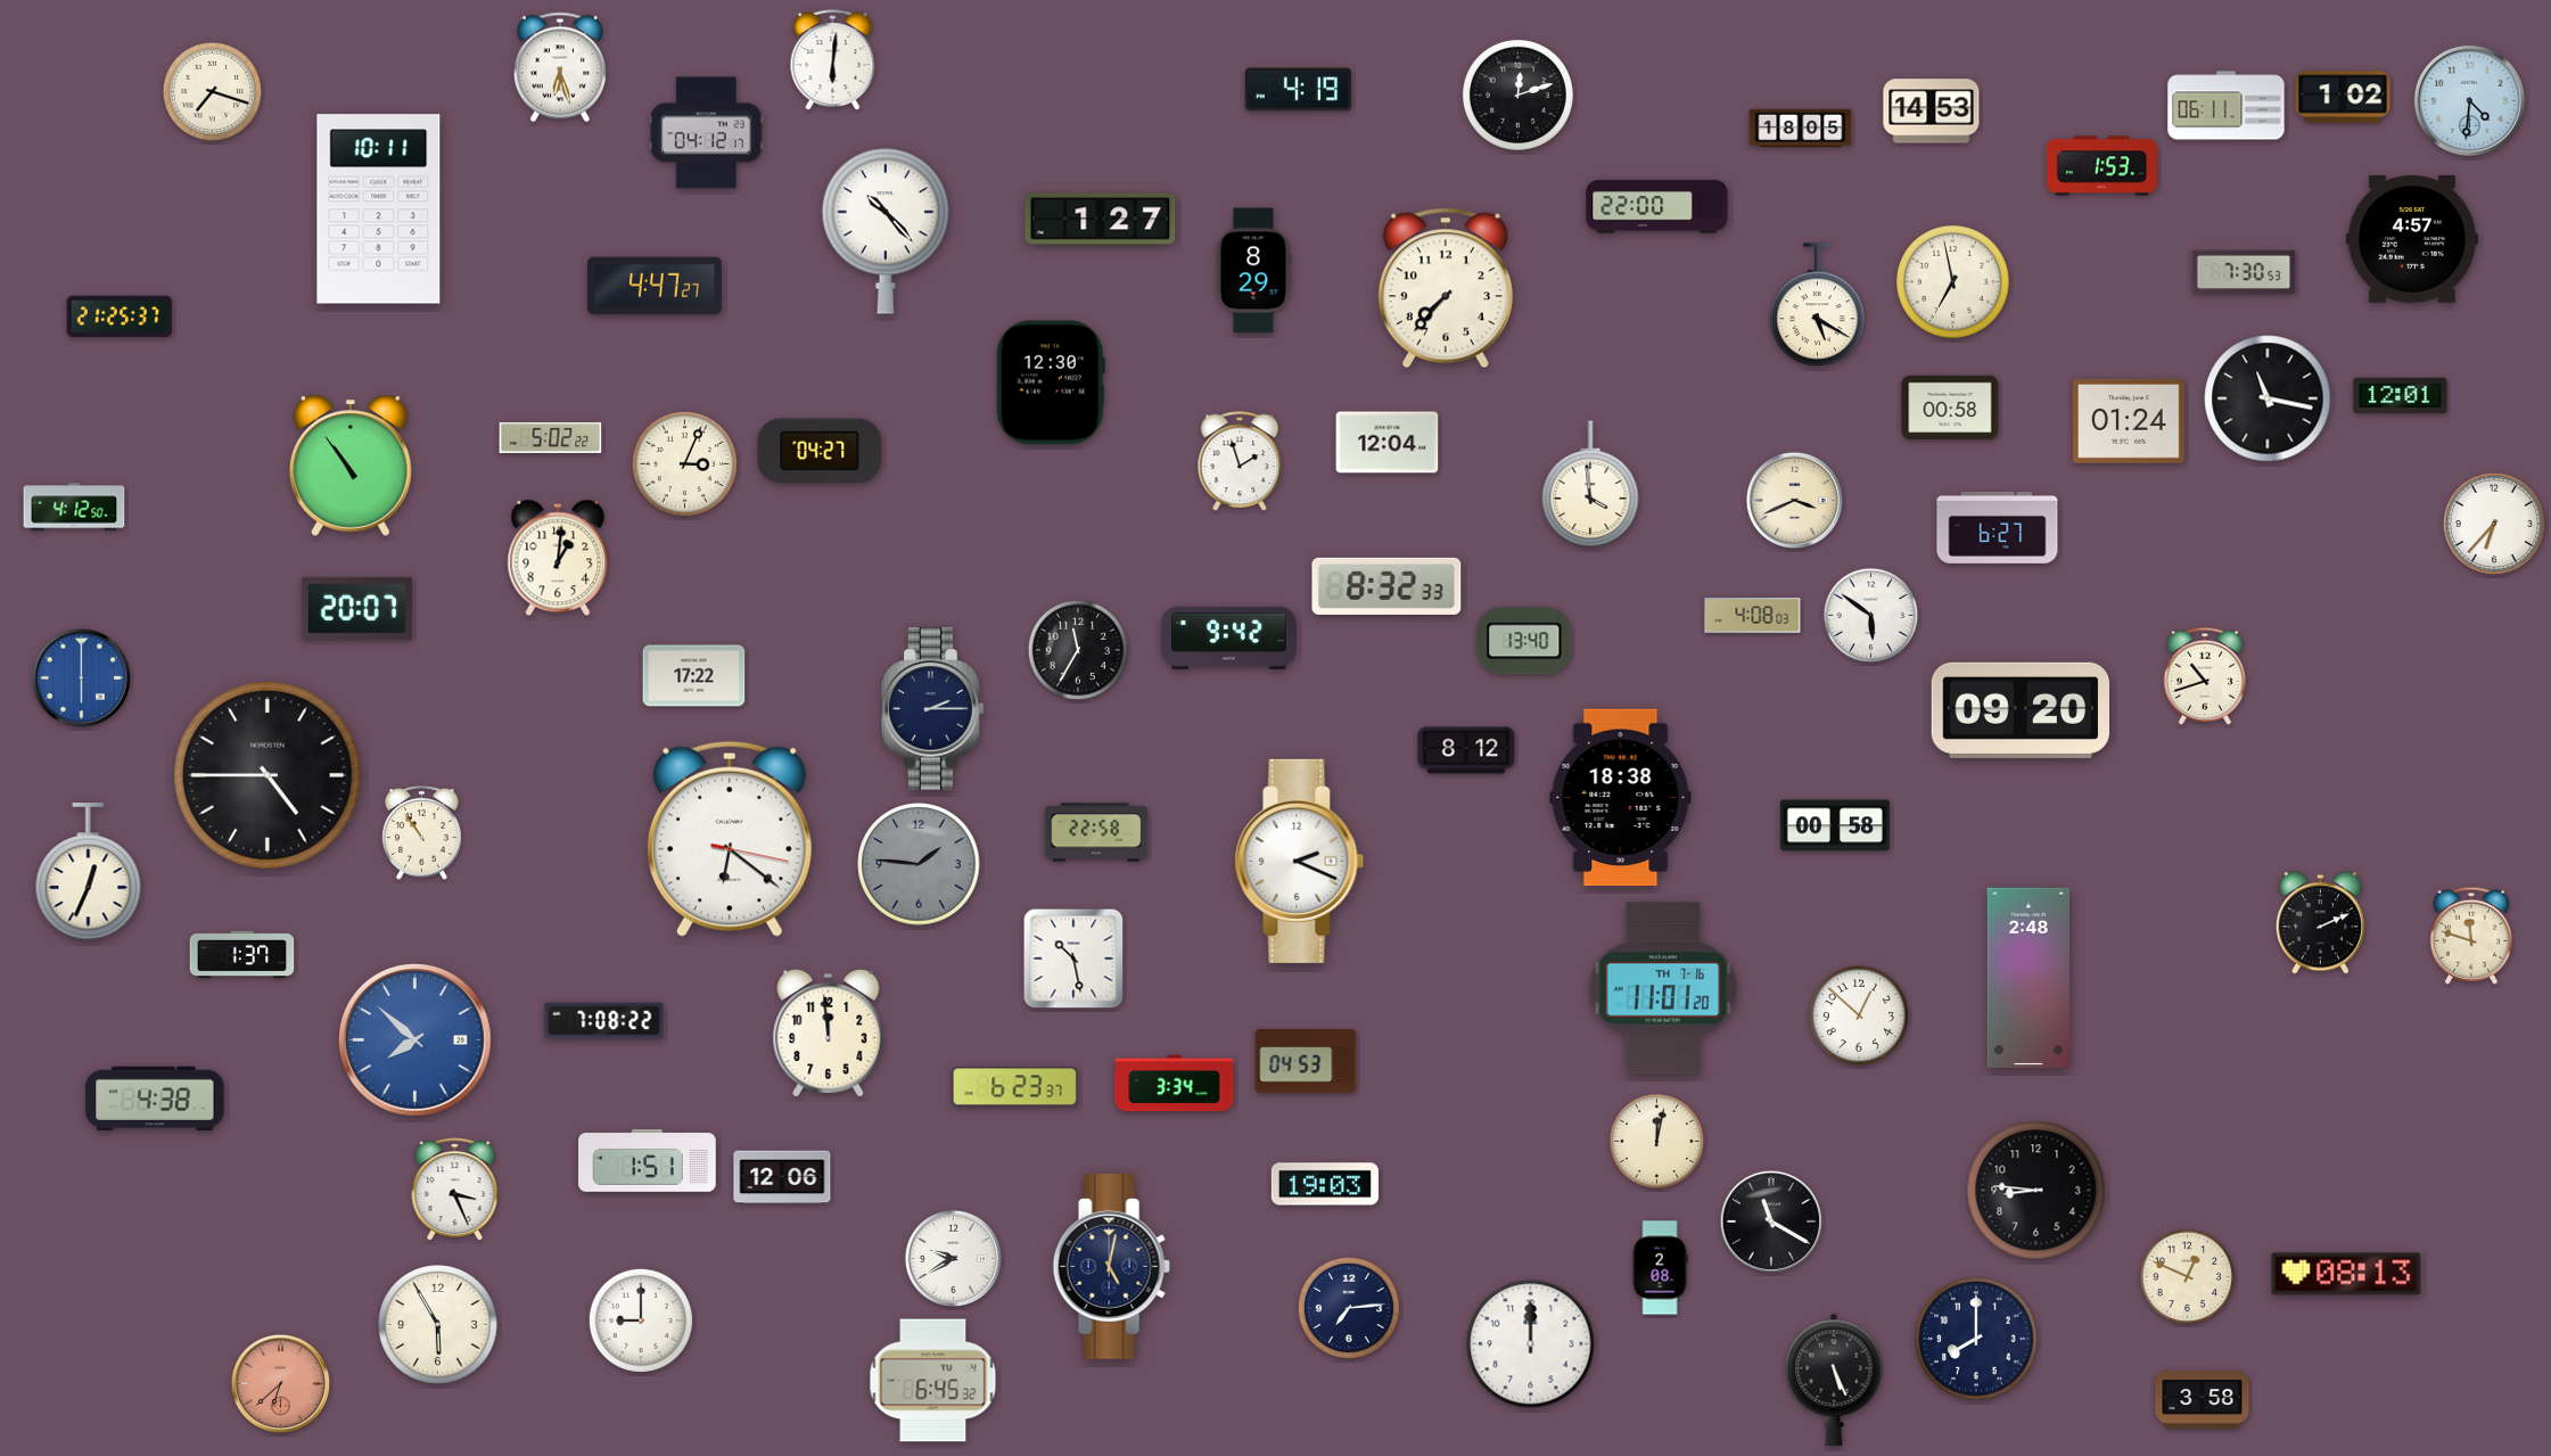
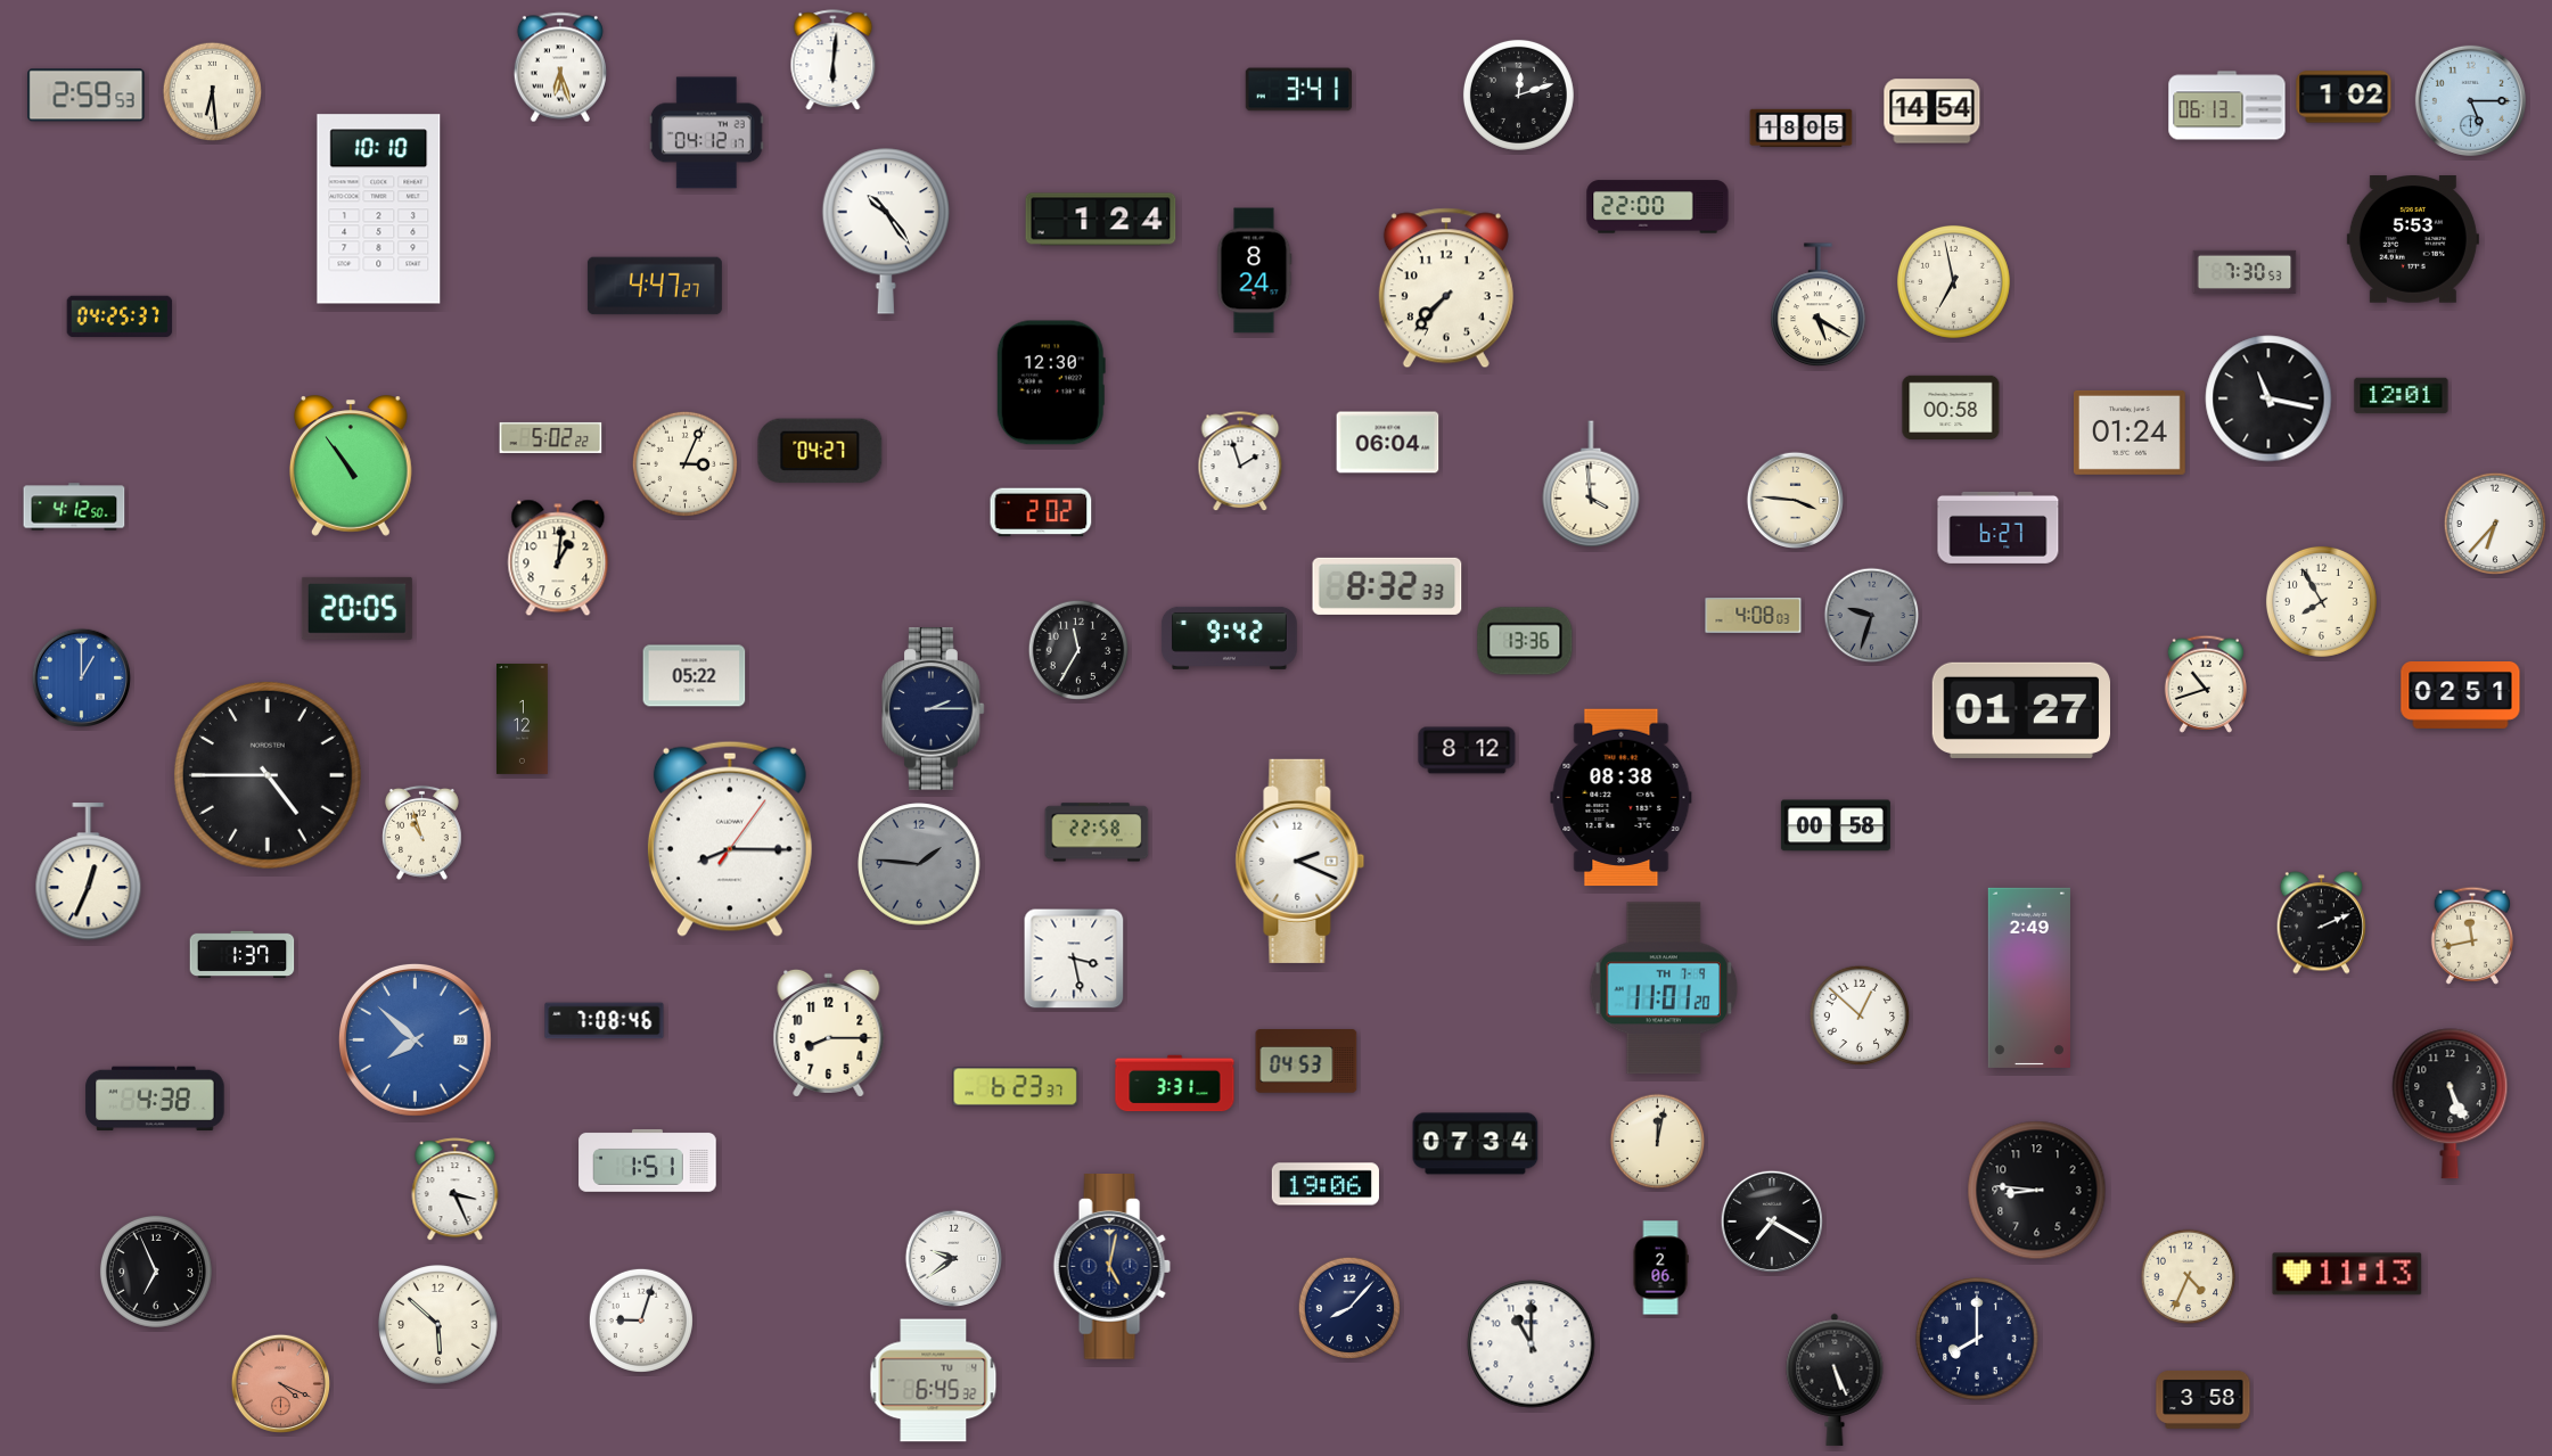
clock at (1298, 90): 4:19 -> 3:41
clock at (213, 92): 7:18 -> 6:29
clock at (87, 96): none -> 2:59
clock at (2469, 100): 4:31 -> 5:15
clock at (2227, 106): 06:11 -> 06:13
clock at (1932, 112): 14:53 -> 14:54
clock at (2101, 166): 1:53 -> none
clock at (379, 209): 10:11 -> 10:10
clock at (1101, 220): 1:27 -> 1:24
clock at (886, 231): 10:23 -> 10:24
clock at (2412, 240): 4:57 -> 5:53
clock at (1253, 271): 8:29 -> 8:24
clock at (120, 316): 21:25 -> 04:25
clock at (2129, 421) position: (2129, 421) -> (2130, 433)
clock at (1388, 443): 12:04 -> 06:04
clock at (1794, 500): 3:41 -> 3:46
clock at (1041, 512): none -> 2:02
clock at (2321, 601): none -> 7:55
clock at (356, 608): 20:07 -> 20:05
clock at (1871, 616): 5:51 -> 9:33
clock at (1871, 616) dial: white -> grey
clock at (1524, 641): 13:40 -> 13:36
clock at (694, 676): 17:22 -> 05:22
clock at (2205, 676) position: (2205, 676) -> (2206, 684)
clock at (81, 677): 6:00 -> 1:00
clock at (2461, 696): none -> 02:51
clock at (2019, 710): 09:20 -> 01:27
clock at (523, 719): none -> 1:12
clock at (1621, 798): 18:38 -> 08:38
clock at (421, 832): 10:54 -> 10:57
clock at (730, 839): 6:21 -> 8:15
clock at (2471, 936): 11:48 -> 11:43
clock at (1073, 959): 10:28 -> 3:28
clock at (2029, 978): 2:48 -> 2:49
clock at (1663, 988) date: TH 7-16 -> TH 7-9
clock at (604, 1021): 7:08:22 -> 7:08:46
clock at (829, 1033): 11:59 -> 8:15
clock at (1175, 1084): 3:34 -> 3:31
clock at (2451, 1104): none -> 5:26
clock at (1476, 1144): none -> 07:34
clock at (782, 1177): 12:06 -> none
clock at (1325, 1184): 19:03 -> 19:06
clock at (1770, 1220): 11:20 -> 7:20
clock at (953, 1258): 9:40 -> 9:39
clock at (1660, 1268): 2:08 -> 2:06
clock at (156, 1272): none -> 6:56
clock at (2346, 1274): 08:13 -> 11:13
clock at (2188, 1277): 12:49 -> 4:34
clock at (1348, 1307): 7:14 -> 8:07
clock at (641, 1321): 9:00 -> 9:03
clock at (438, 1325): 5:55 -> 5:52
clock at (1531, 1344): 12:00 -> 11:00
clock at (280, 1383): 6:38 -> 4:19
